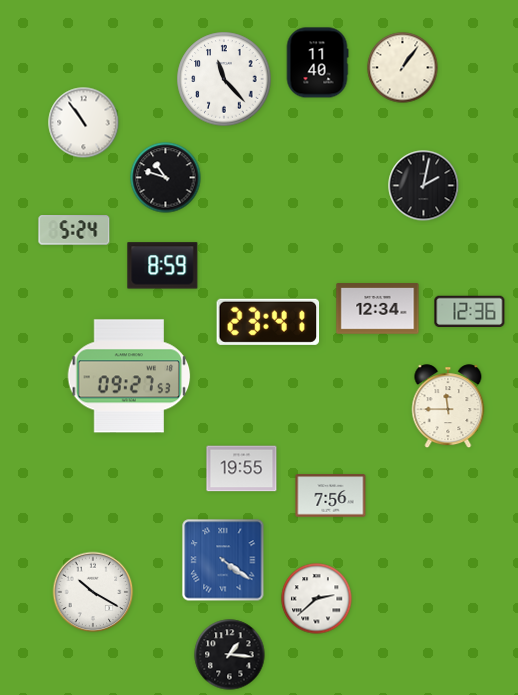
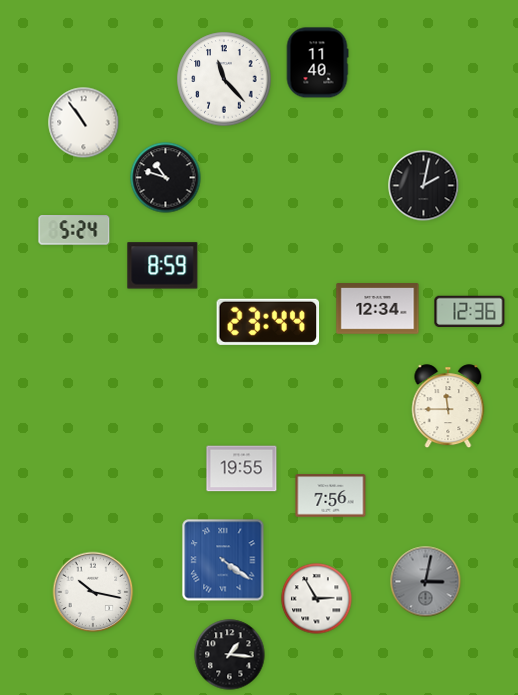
clock at (403, 68): 1:06 -> none
clock at (268, 322): 23:41 -> 23:44
clock at (129, 376): 09:27 -> none
clock at (426, 582): none -> 3:02
clock at (93, 592): 10:20 -> 10:17
clock at (317, 599): 2:38 -> 2:55
